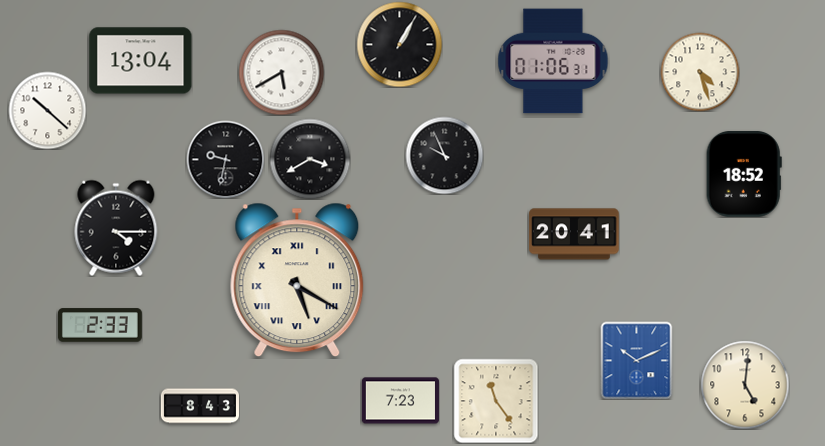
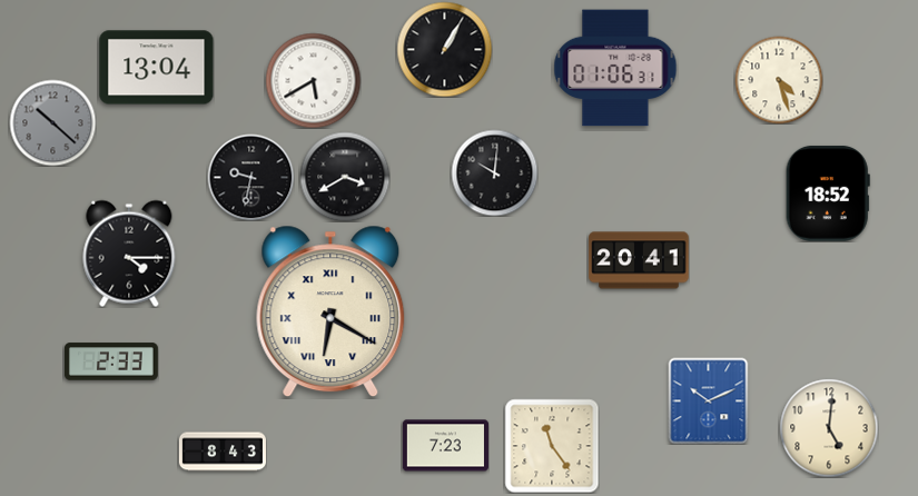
clock at (47, 110) dial: white -> grey
clock at (444, 155): 9:56 -> 10:01
clock at (297, 280): 5:20 -> 6:20
